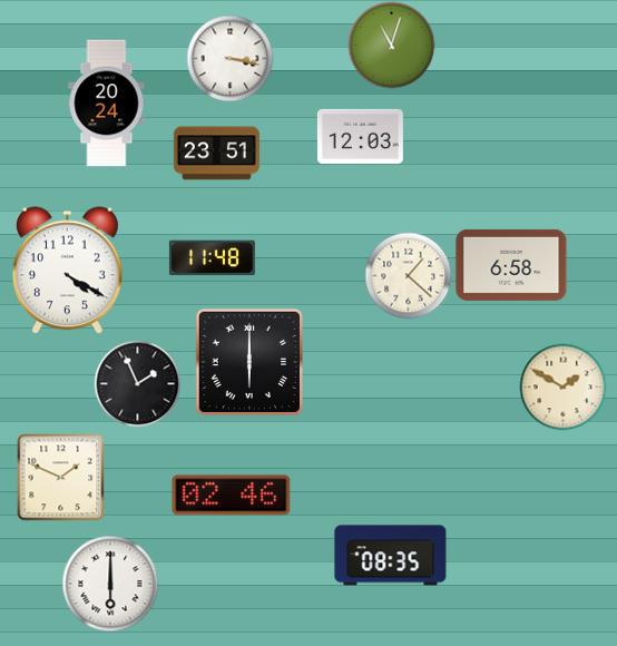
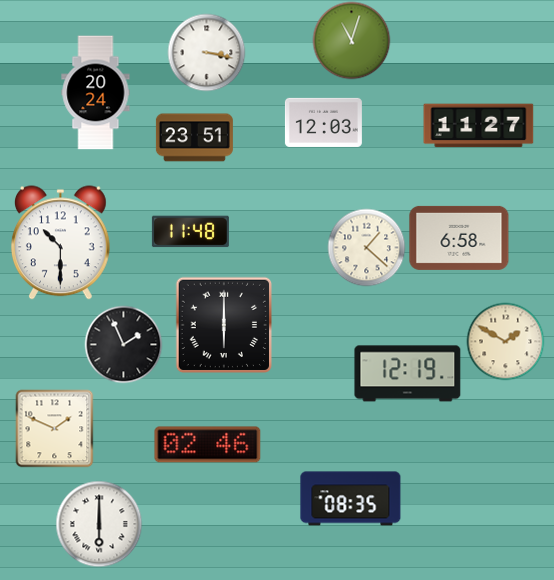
clock at (479, 126): none -> 11:27
clock at (67, 271): 4:20 -> 10:30
clock at (562, 386) position: (562, 386) -> (505, 341)
clock at (408, 374): none -> 12:19
